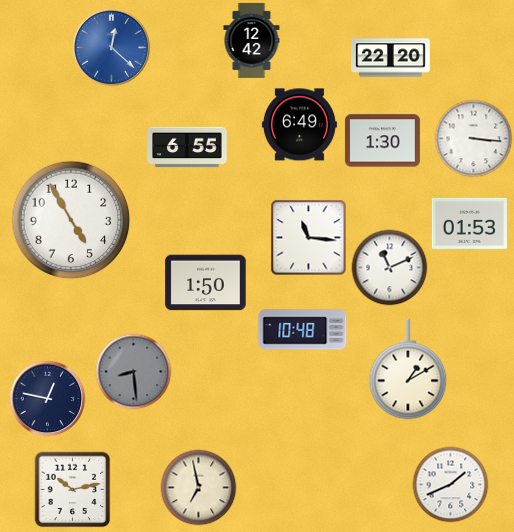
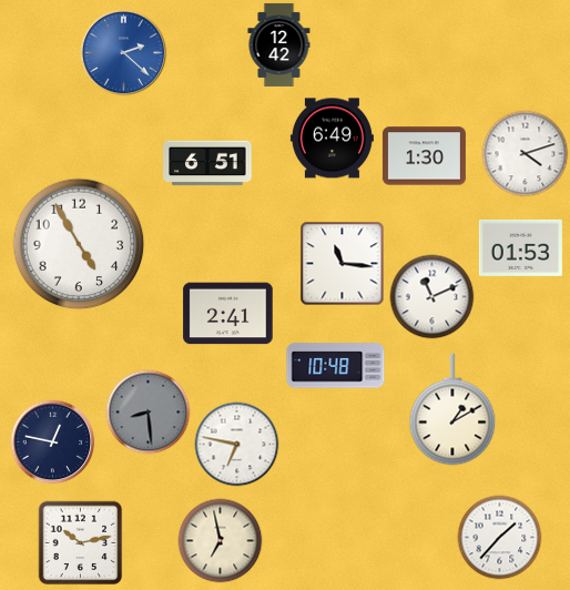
clock at (112, 48): 12:22 -> 2:22
clock at (391, 58): 22:20 -> none
clock at (474, 139): 3:16 -> 4:12
clock at (187, 147): 6:55 -> 6:51
clock at (206, 283): 1:50 -> 2:41
clock at (237, 445): none -> 6:47
clock at (451, 485): 1:41 -> 1:37
